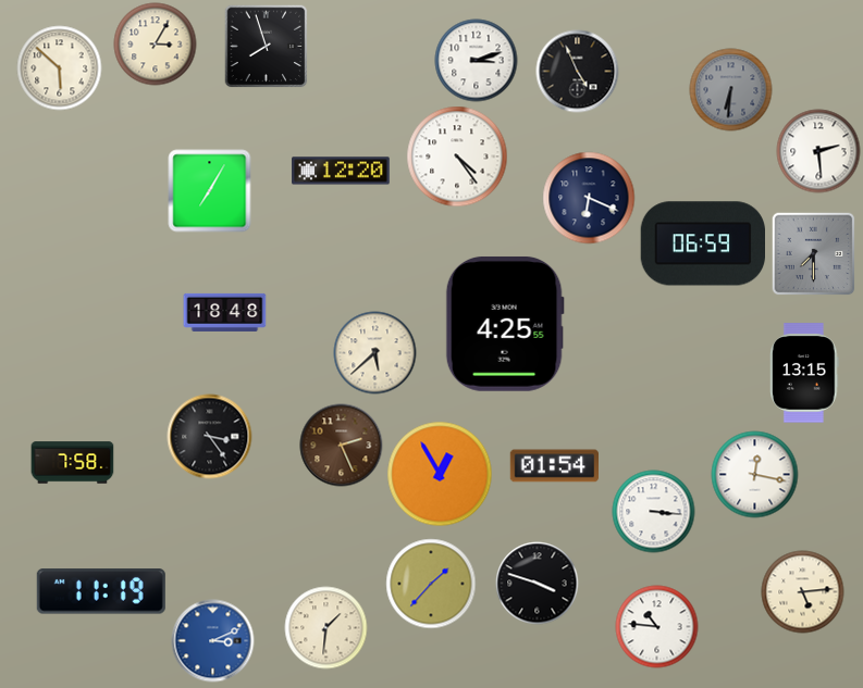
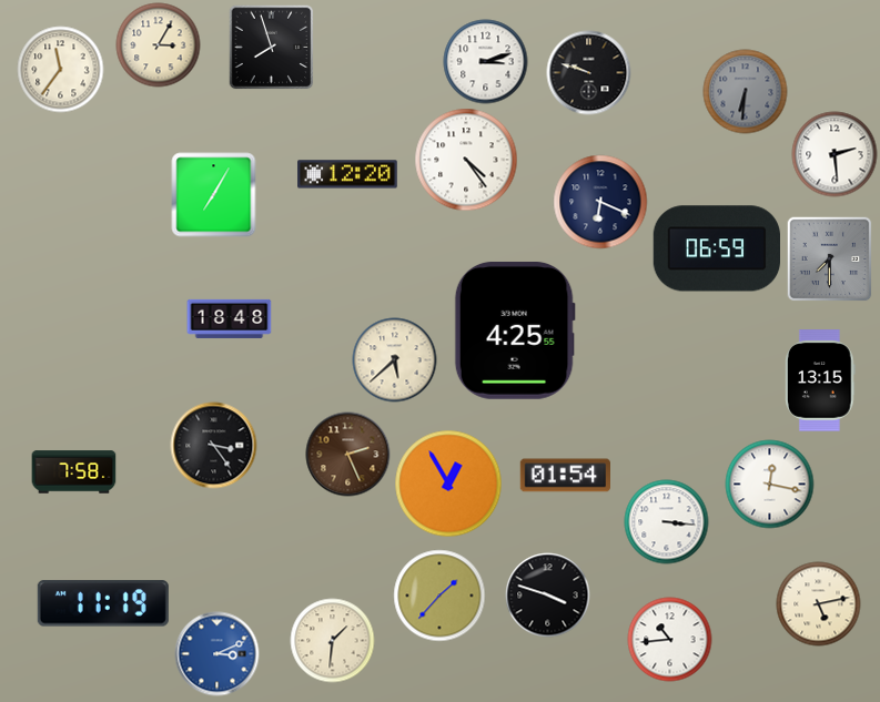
clock at (60, 68): 5:52 -> 11:36
clock at (578, 72): 4:56 -> 9:48
clock at (375, 353) position: (375, 353) -> (395, 360)
clock at (803, 592): 5:14 -> 5:13
clock at (657, 627): 10:46 -> 10:44
